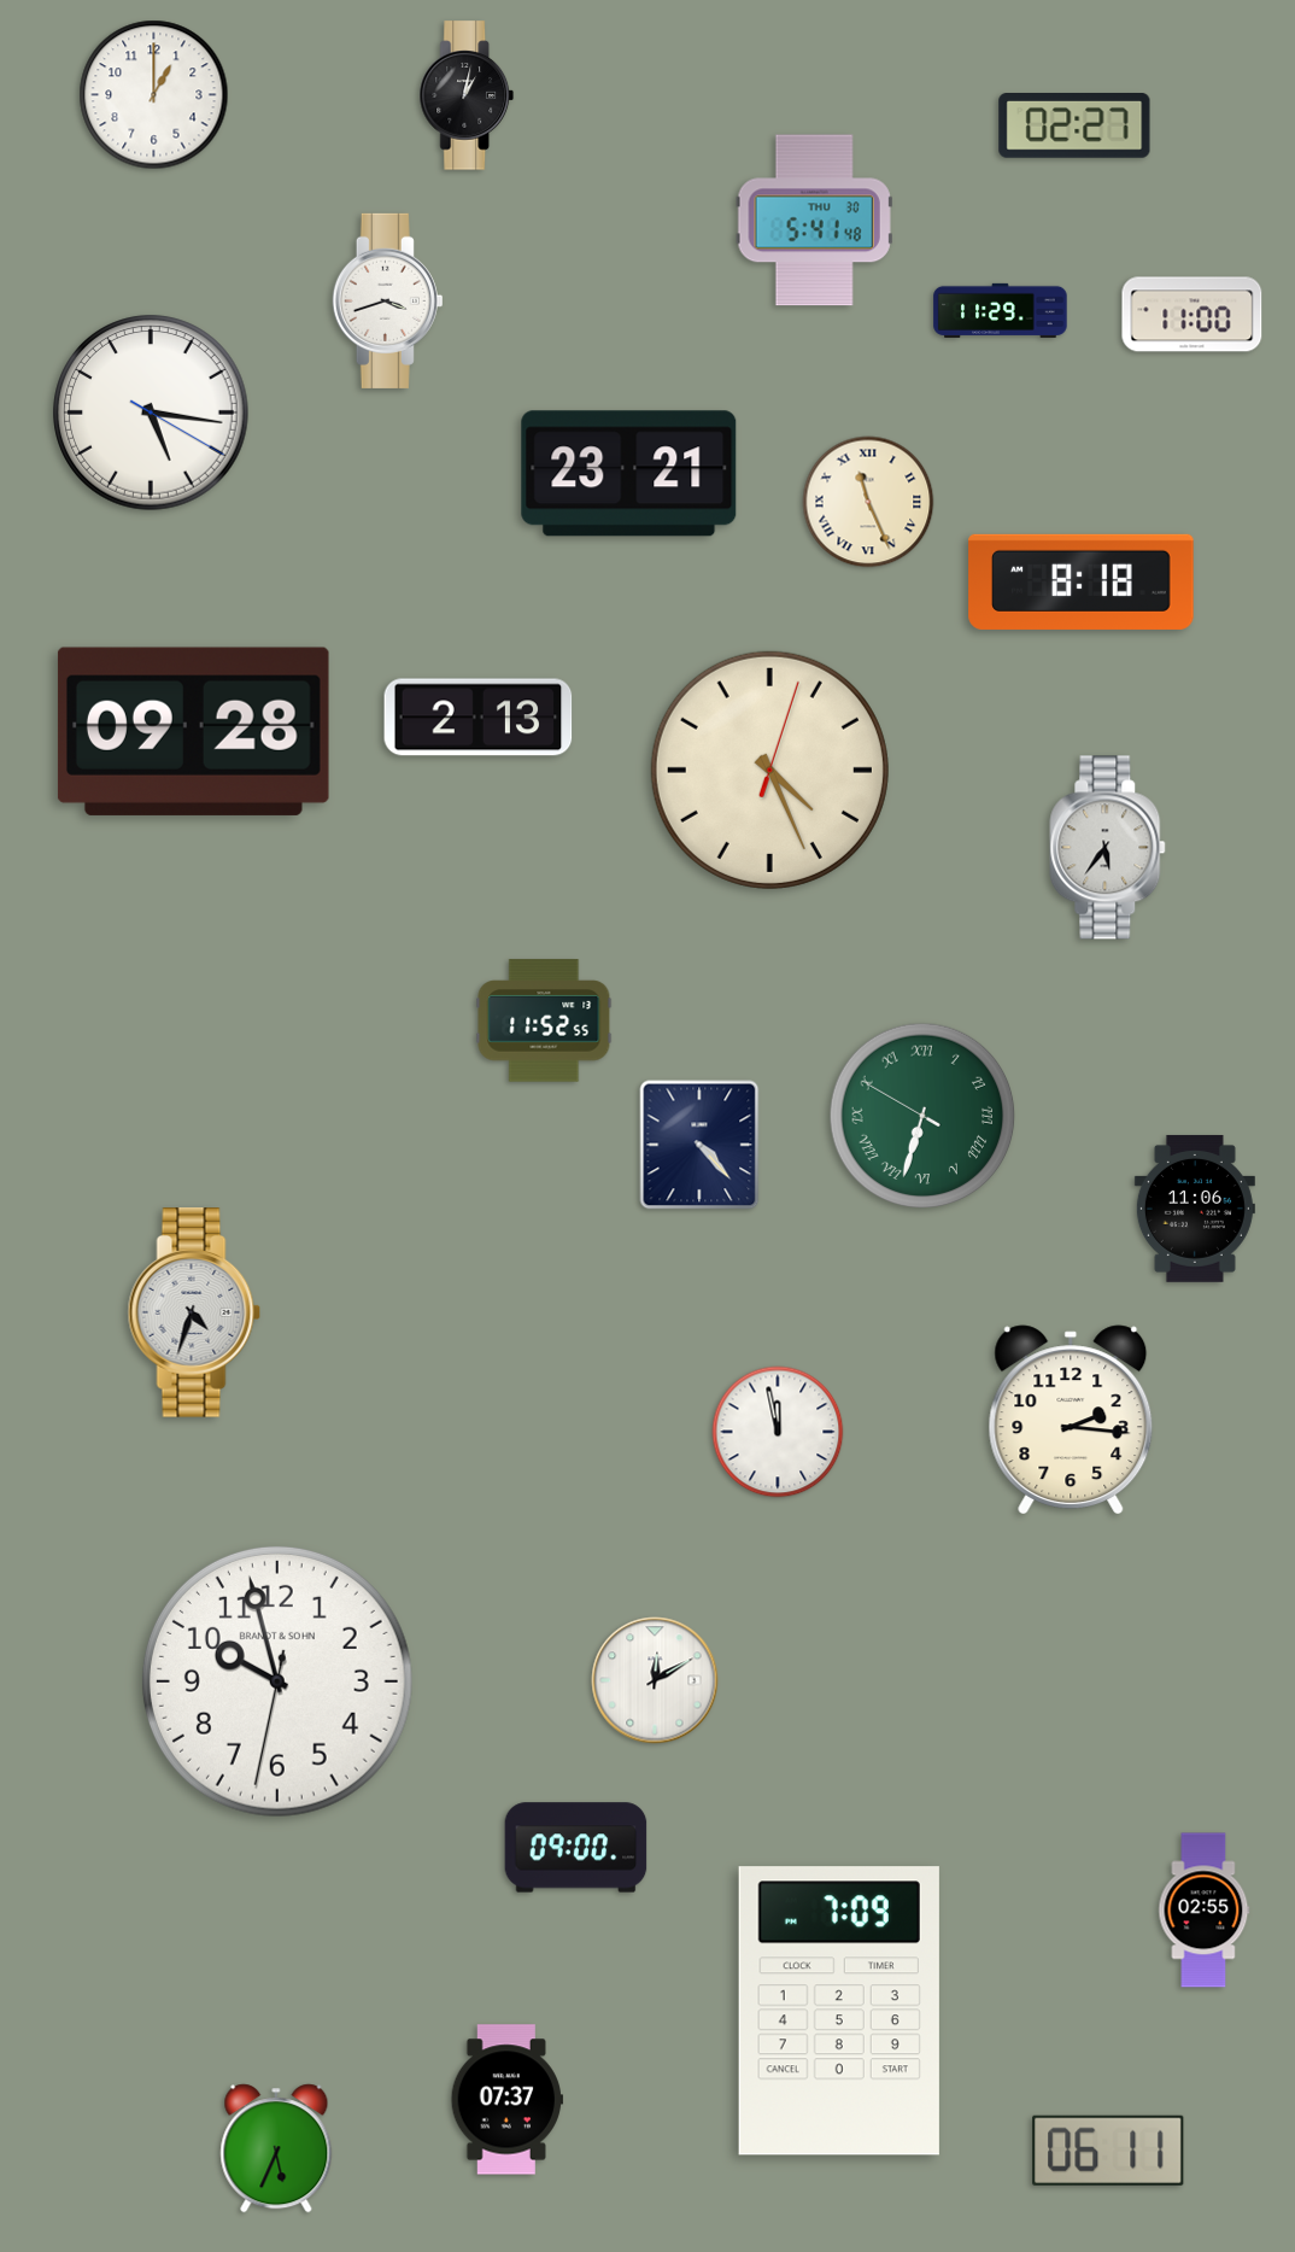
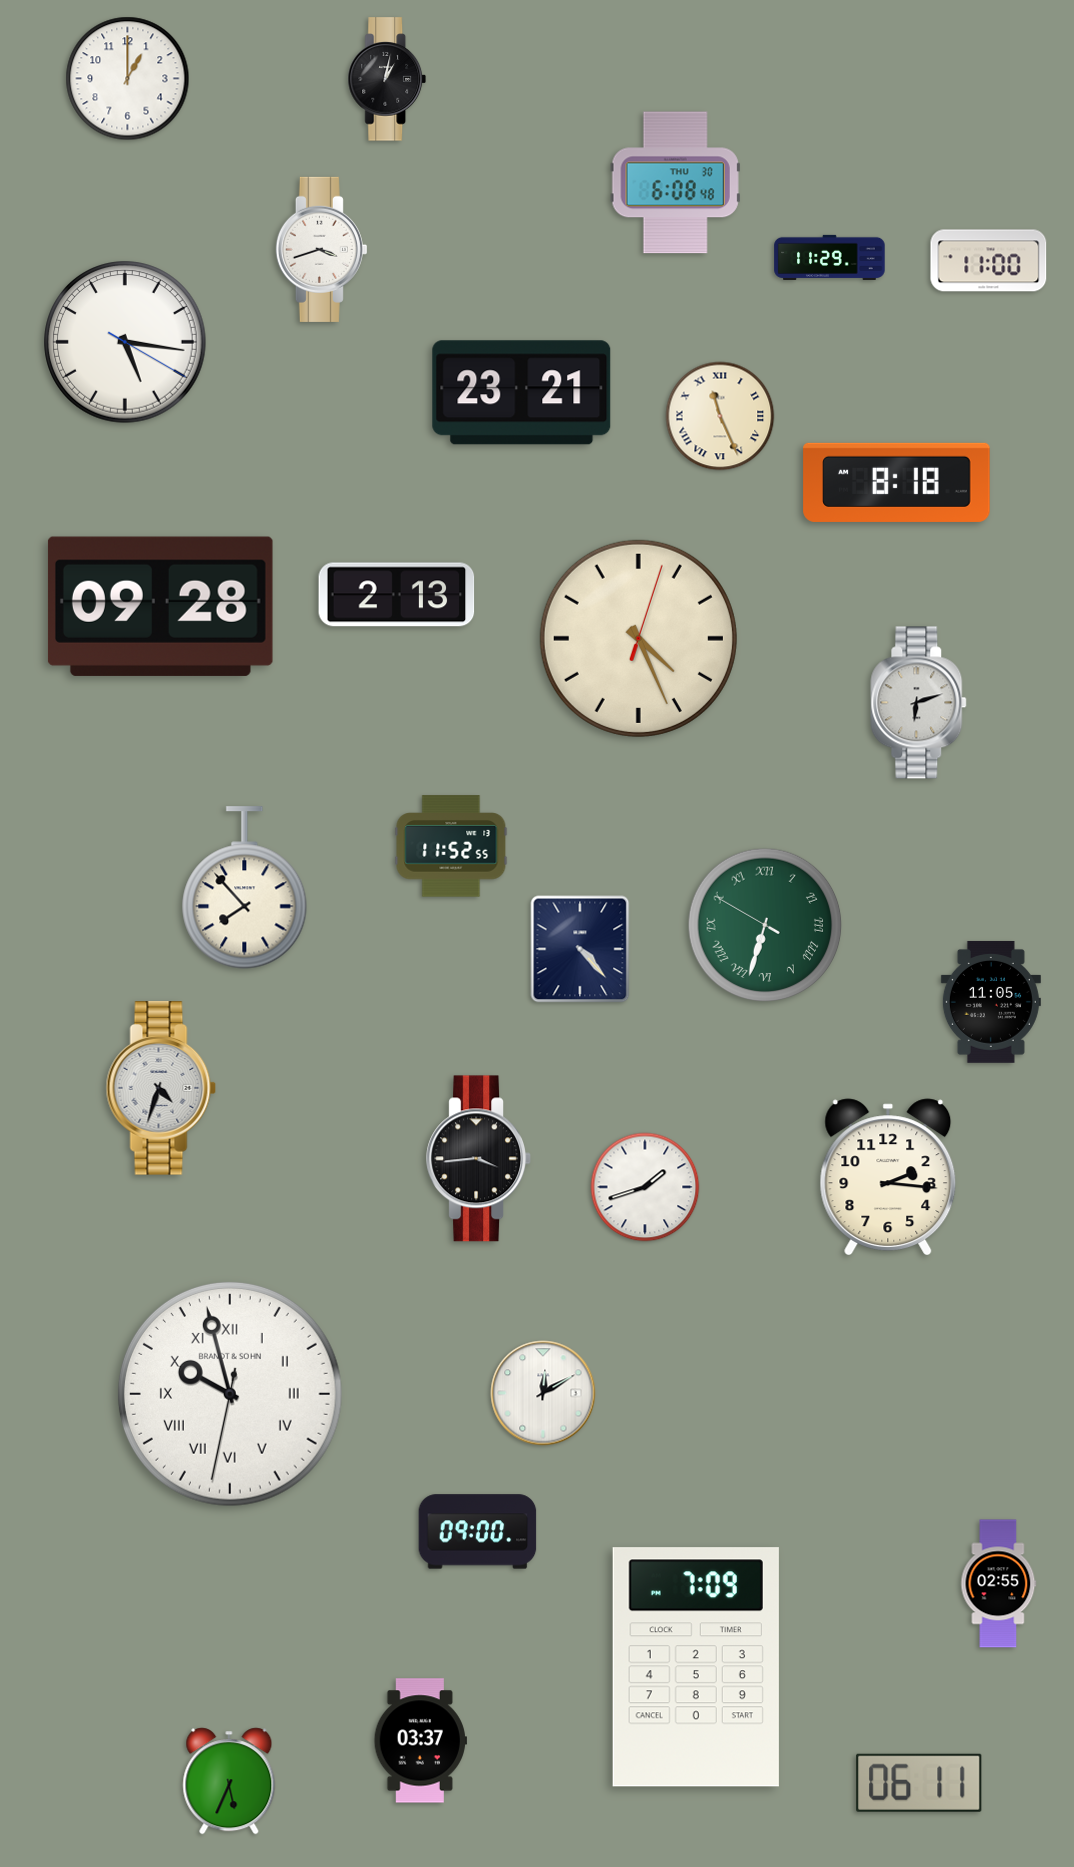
clock at (1074, 127): 02:27 -> none
clock at (814, 221): 5:41 -> 6:08
clock at (1108, 848): 5:36 -> 6:12
clock at (245, 888): none -> 7:53
clock at (1195, 1209): 11:06 -> 11:05
clock at (479, 1159): none -> 3:44
clock at (778, 1432): 11:58 -> 1:42
clock at (277, 1681) numerals: Arabic -> Roman
clock at (506, 2100): 07:37 -> 03:37
